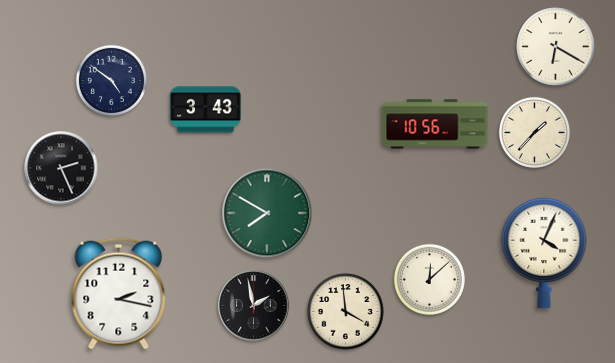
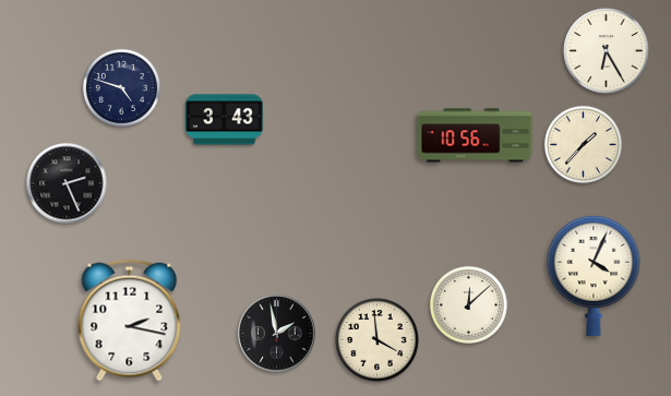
clock at (556, 47): 6:20 -> 6:25
clock at (111, 80): 4:51 -> 4:48
clock at (267, 213): 7:50 -> none
